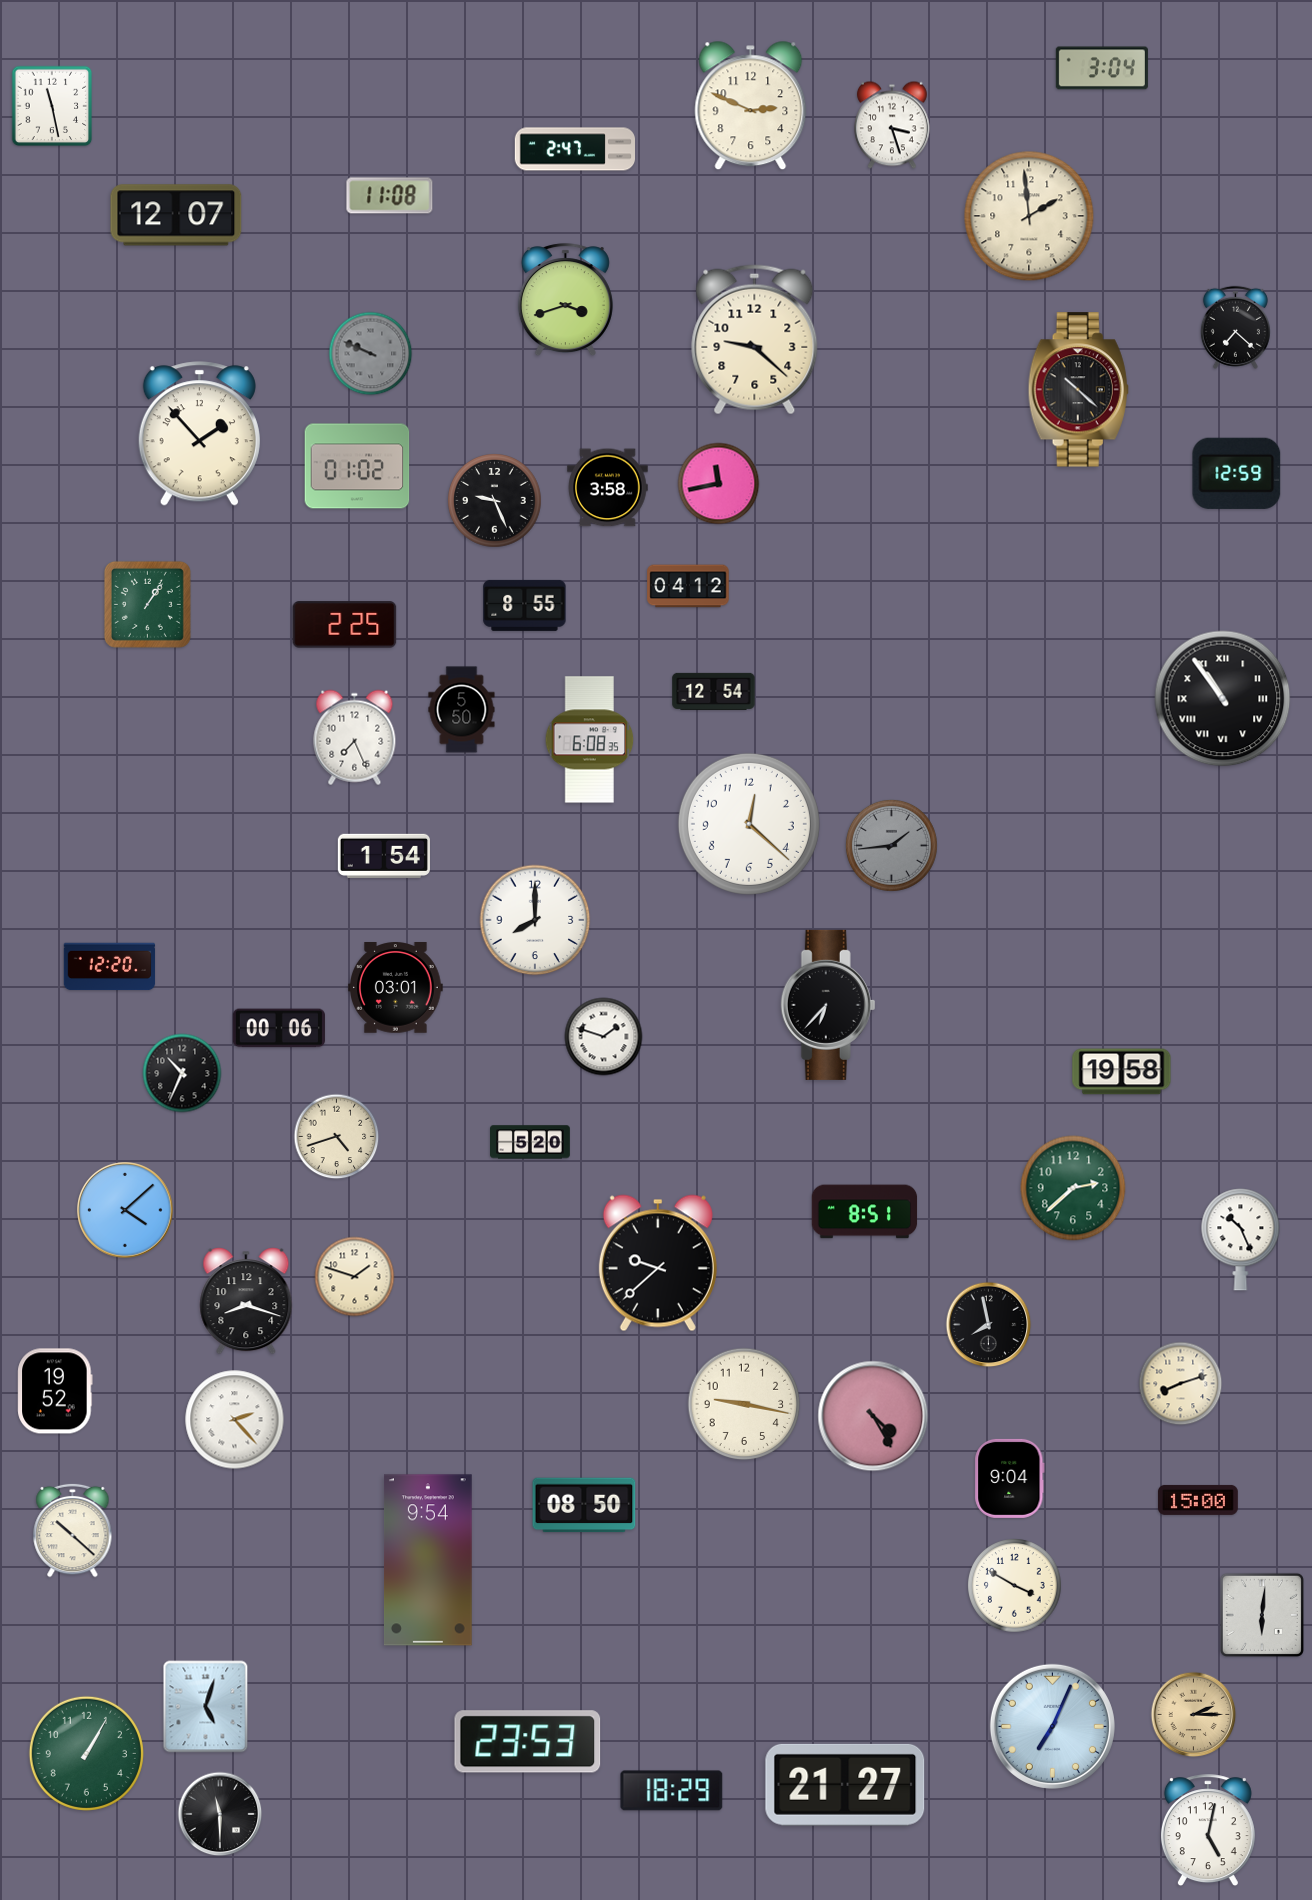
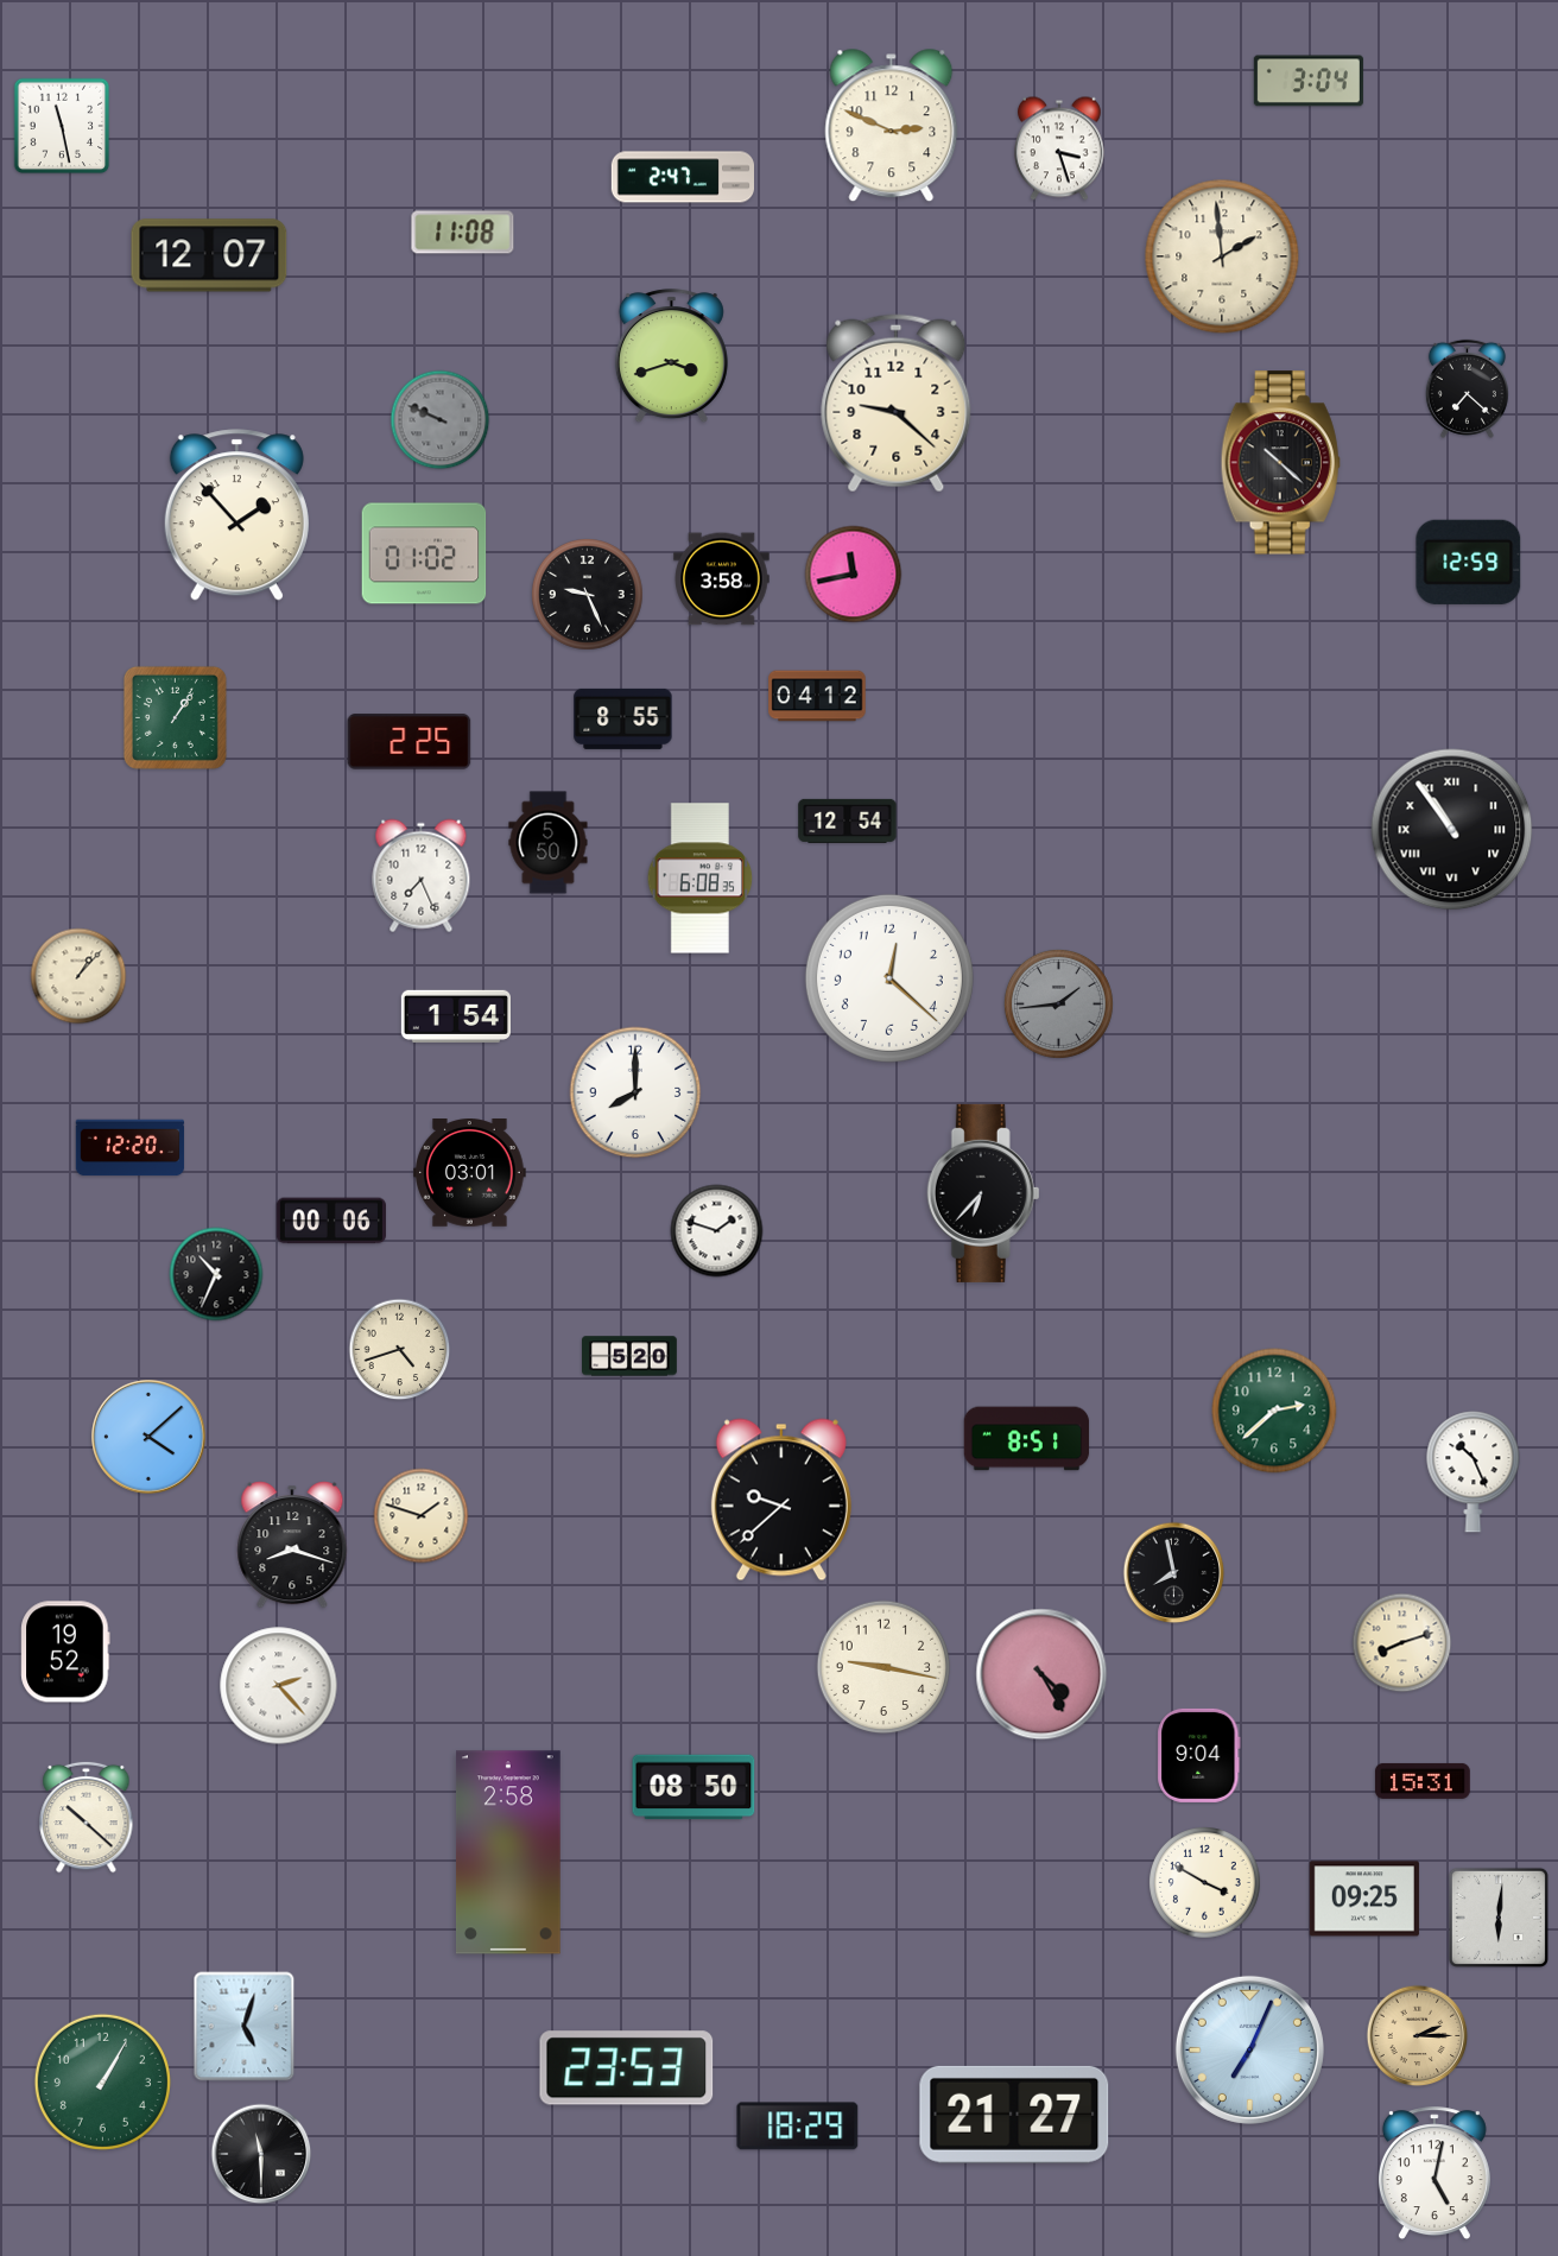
clock at (78, 976): none -> 1:07
clock at (1122, 1072): 19:58 -> none
clock at (873, 1416) position: (873, 1416) -> (1041, 1674)
clock at (1198, 1500): 15:00 -> 15:31
clock at (429, 1560): 9:54 -> 2:58
clock at (1364, 1899): none -> 09:25
clock at (845, 1785) position: (845, 1785) -> (1014, 2115)
